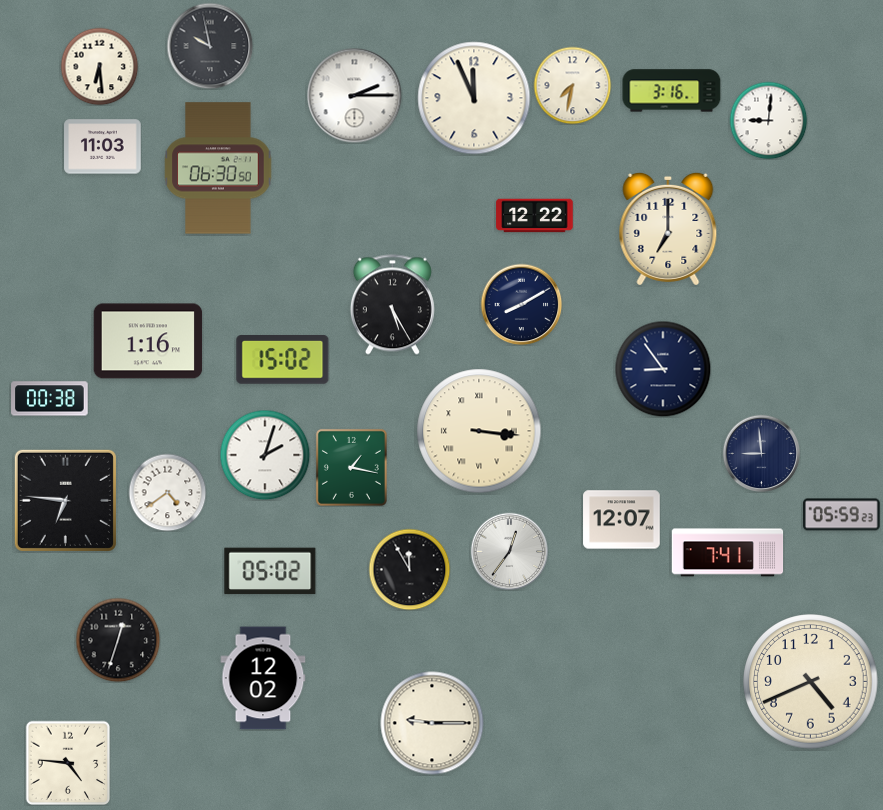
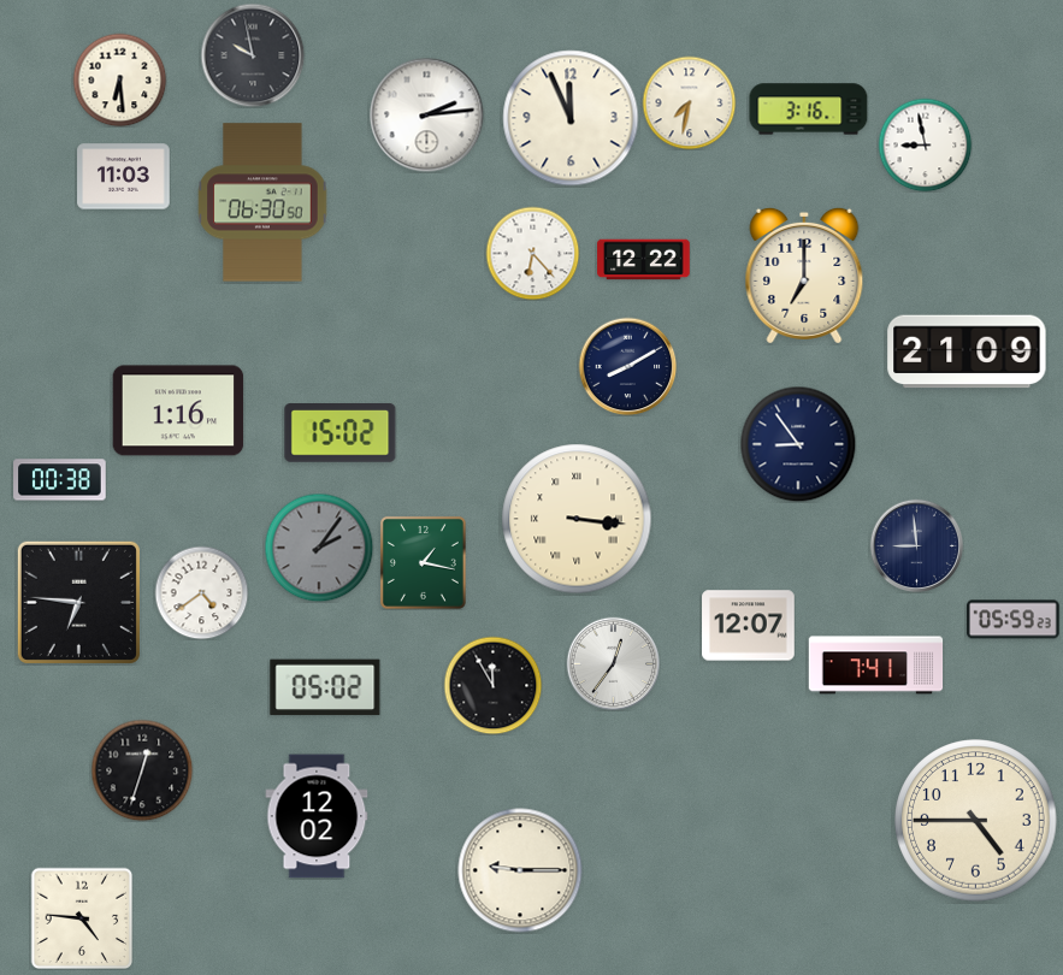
clock at (354, 95): 2:15 -> 2:14
clock at (768, 120): 9:01 -> 8:58
clock at (532, 253): none -> 6:23
clock at (967, 351): none -> 21:09
clock at (392, 305): 5:25 -> none
clock at (265, 455): 2:03 -> 2:06
clock at (265, 455) dial: white -> grey
clock at (811, 682): 4:41 -> 4:45
